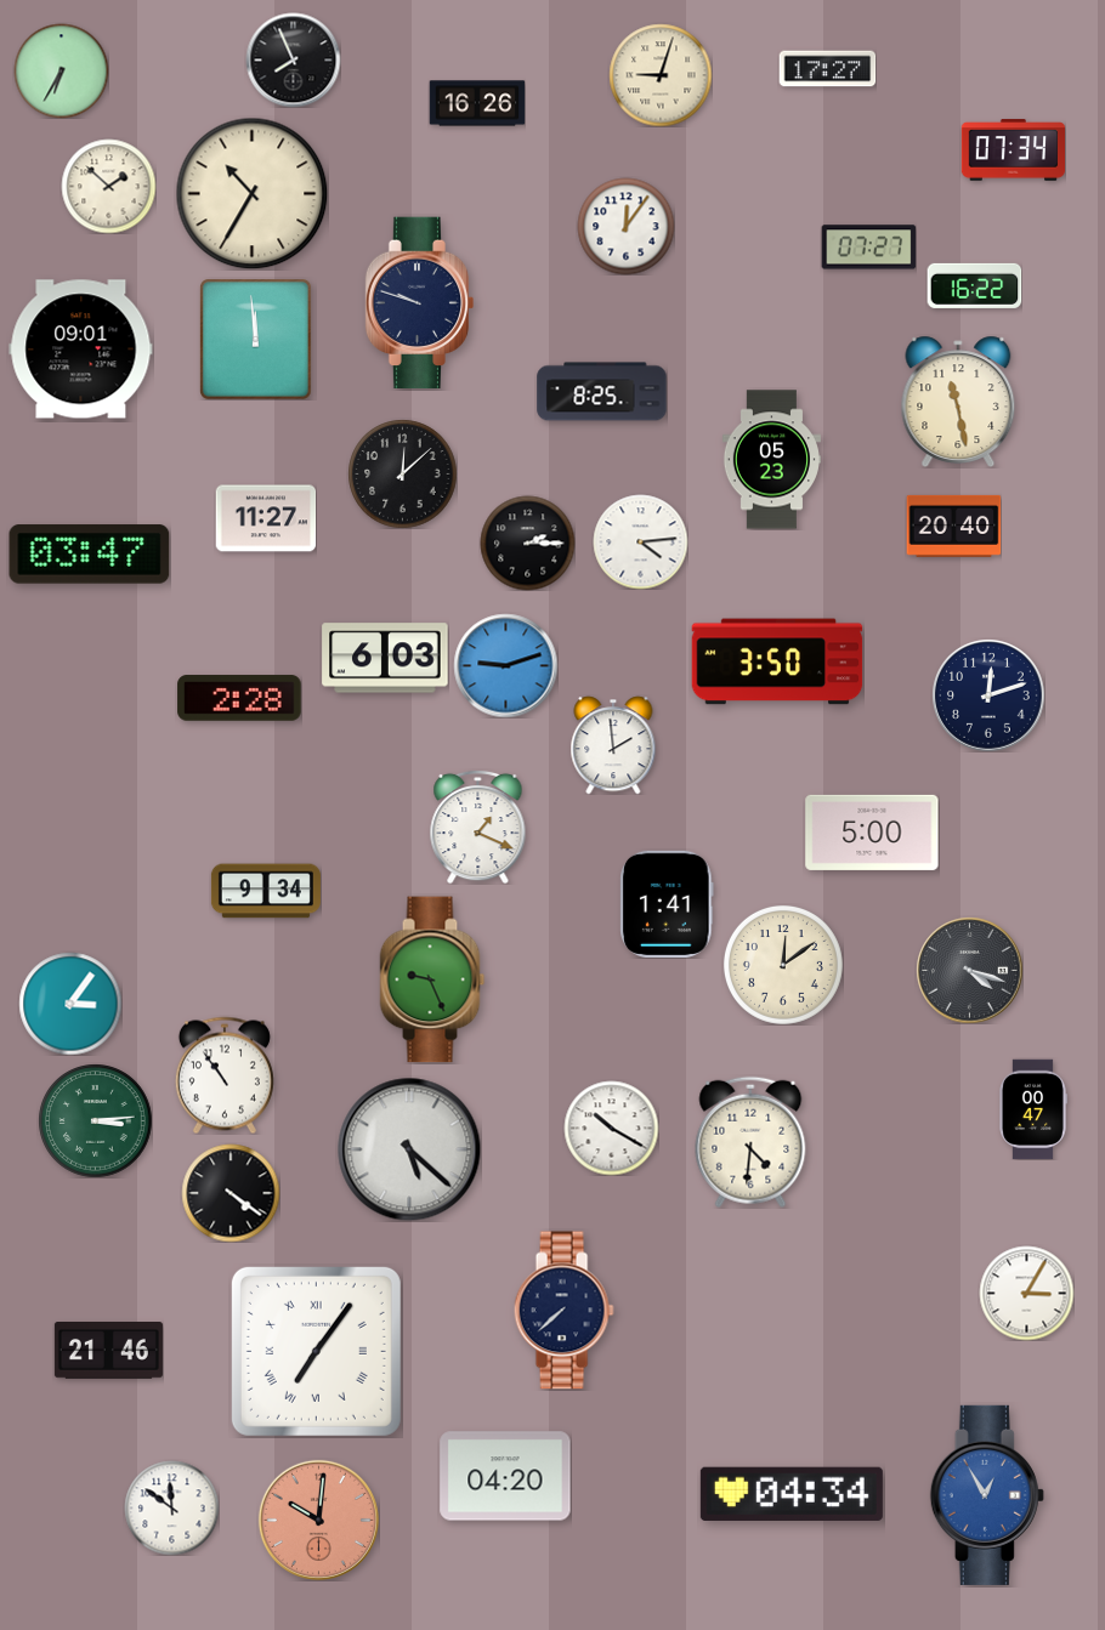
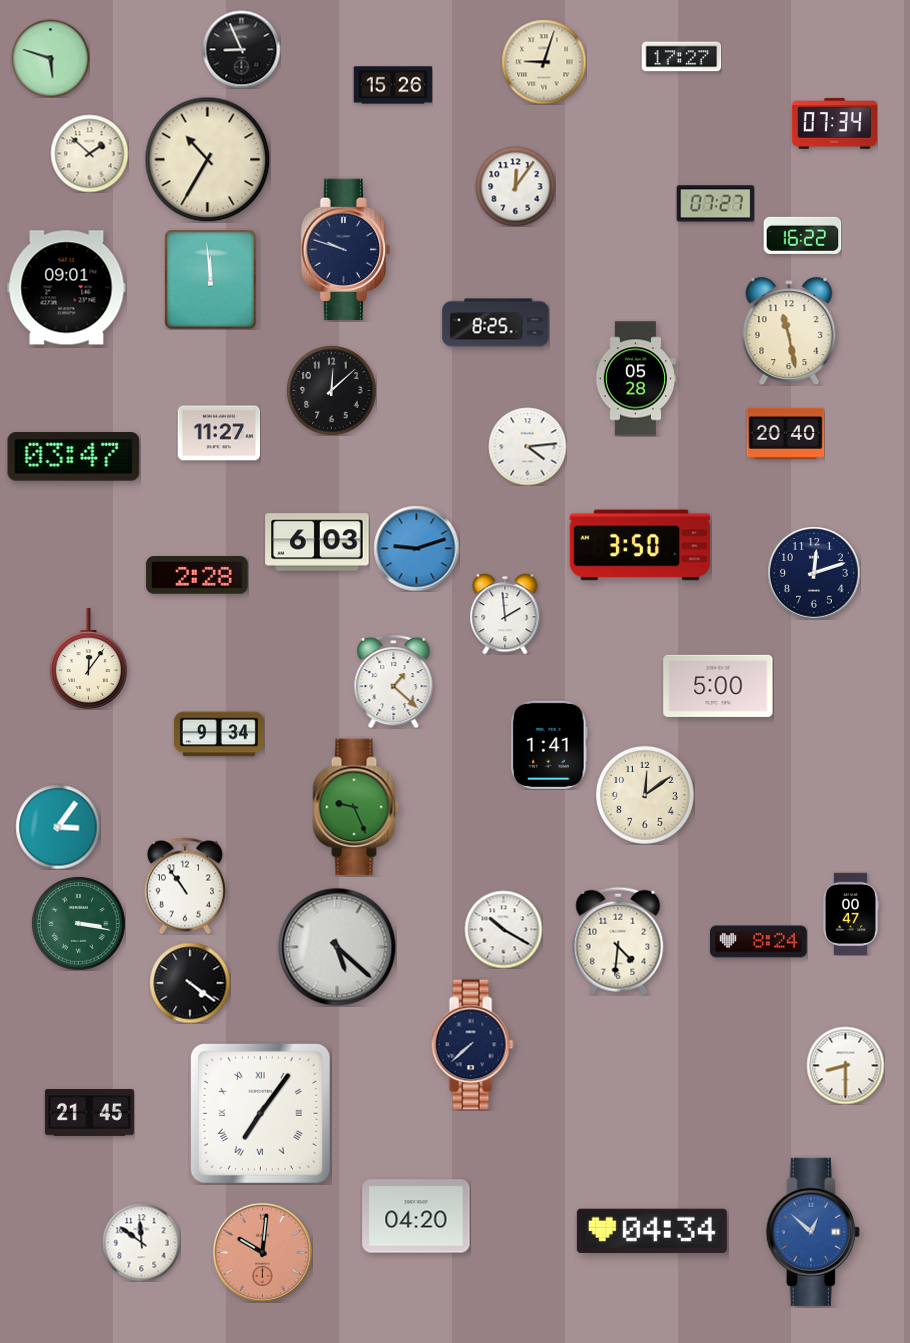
clock at (293, 59): 7:56 -> 8:56
clock at (61, 70): 6:35 -> 5:48
clock at (477, 103): 16:26 -> 15:26
clock at (771, 460): 05:23 -> 05:28
clock at (266, 518) position: (266, 518) -> (219, 433)
clock at (527, 543): 2:15 -> none
clock at (88, 658): none -> 12:06
clock at (478, 827): 1:19 -> 1:22
clock at (969, 970): 4:18 -> none
clock at (95, 1120): 3:14 -> 3:17
clock at (759, 942): none -> 8:24
clock at (1026, 1293): 3:05 -> 8:30
clock at (563, 1311) position: (563, 1311) -> (472, 1045)
clock at (108, 1351): 21:46 -> 21:45
clock at (987, 1495): 12:55 -> 12:52
